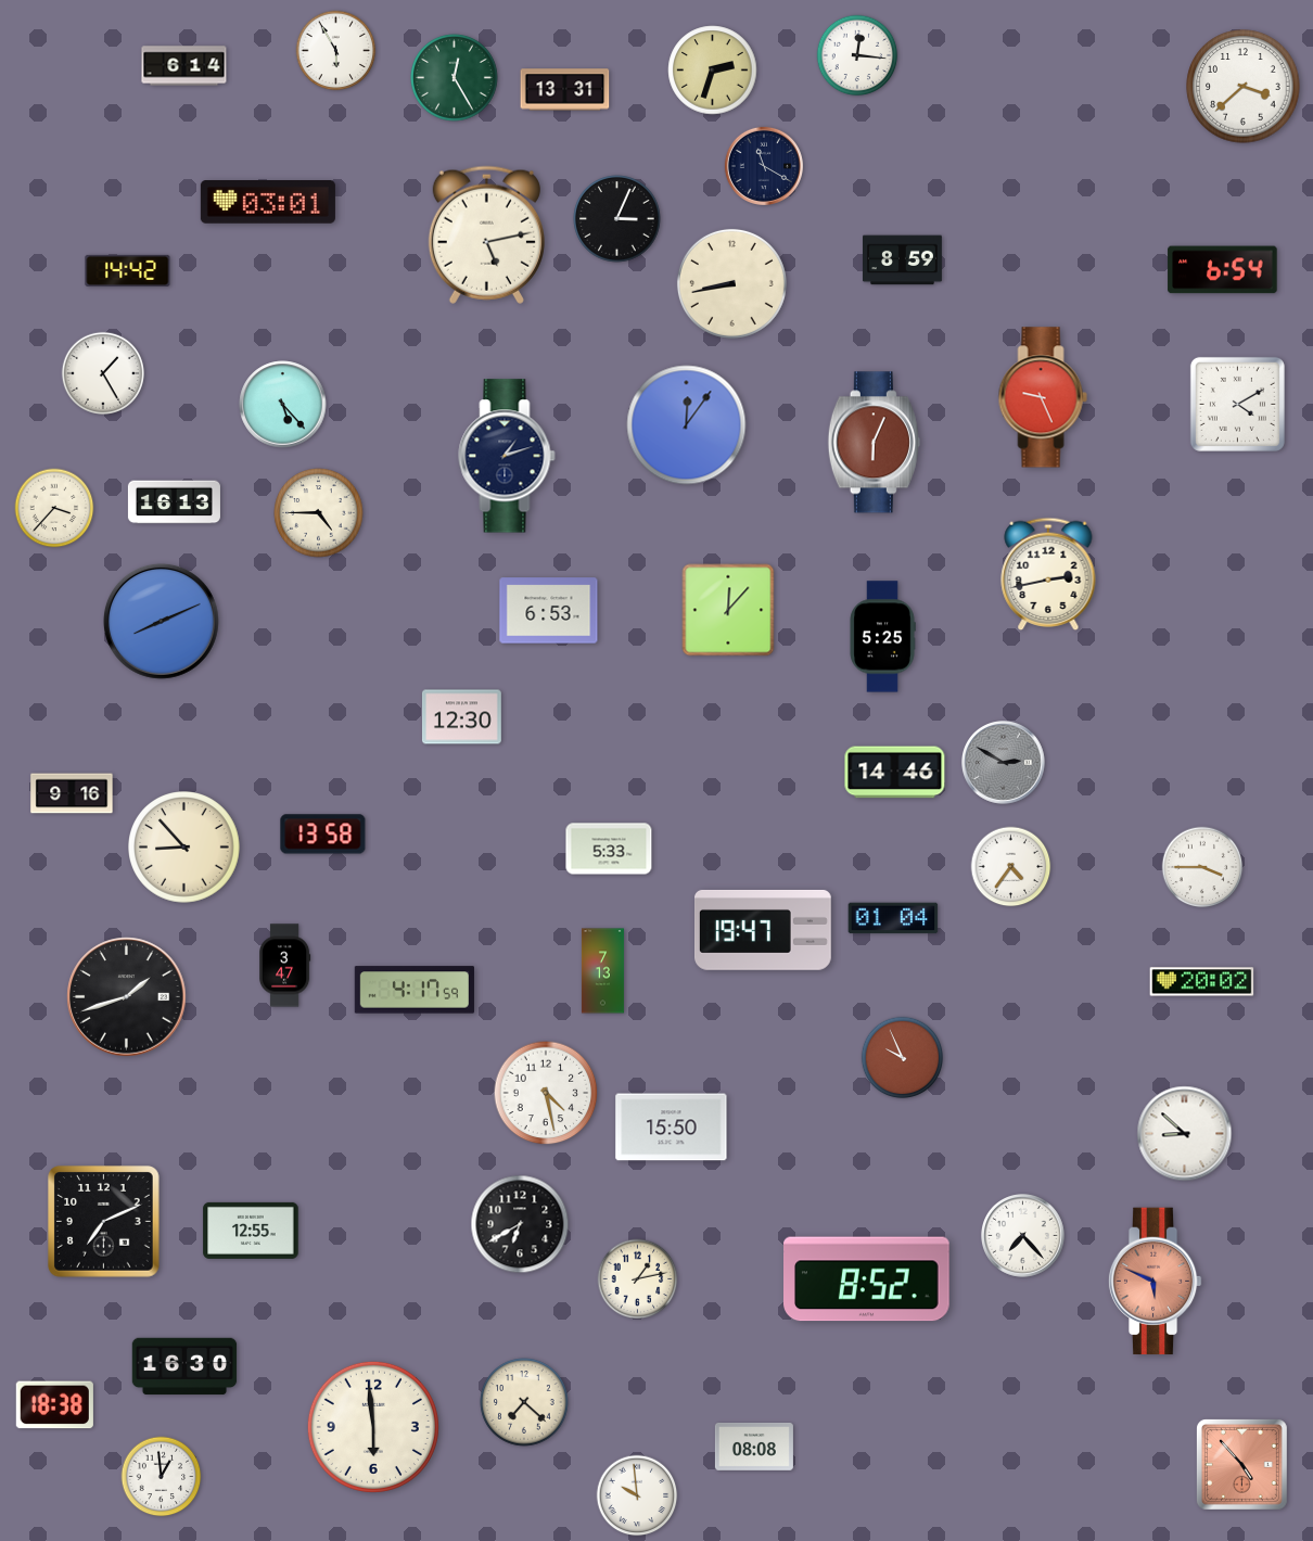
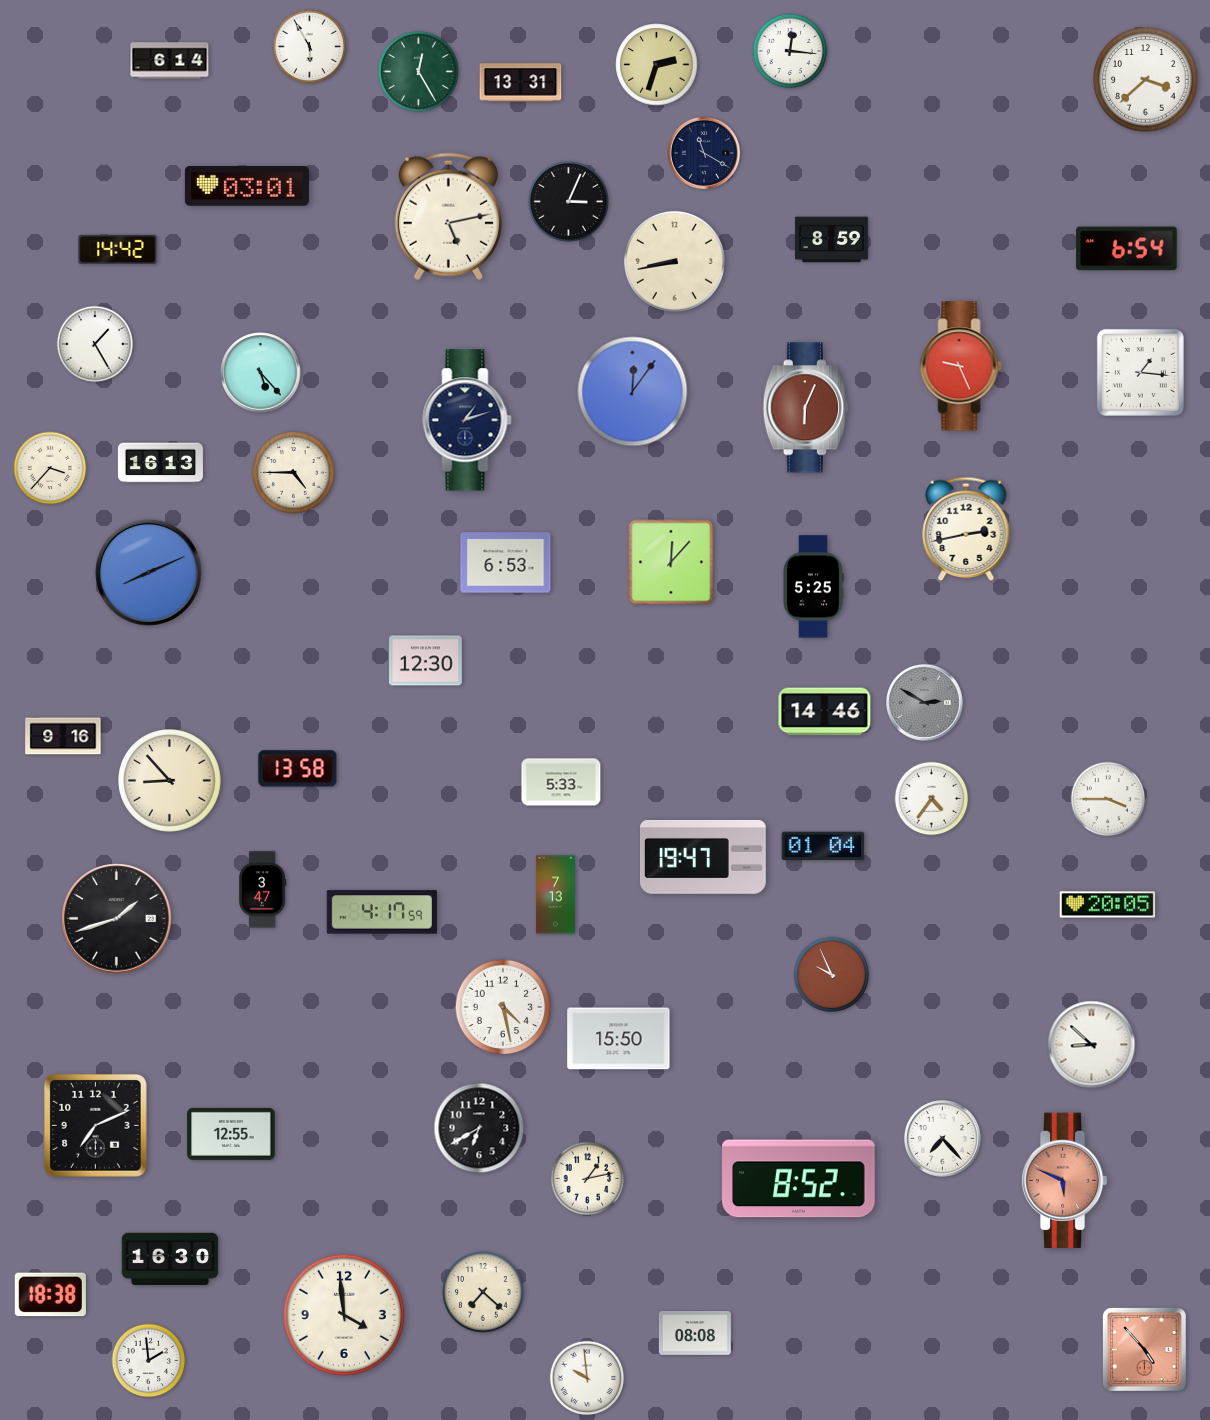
clock at (1237, 404): 4:10 -> 1:16
clock at (72, 793) position: (72, 793) -> (63, 736)
clock at (1202, 982): 20:02 -> 20:05
clock at (373, 1427): 5:59 -> 3:59
clock at (162, 1477): 12:59 -> 1:59
